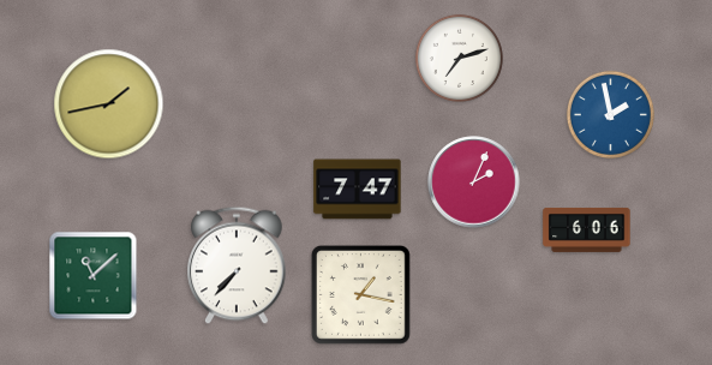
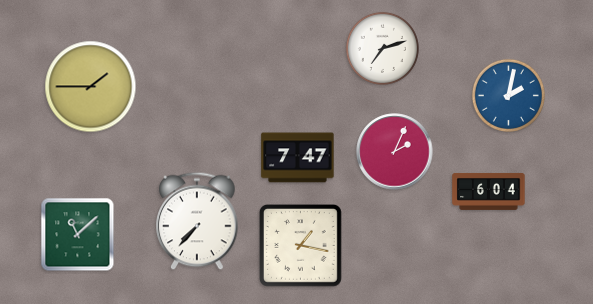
clock at (109, 104): 1:43 -> 1:45
clock at (610, 114): 1:58 -> 2:02
clock at (587, 229): 6:06 -> 6:04
clock at (94, 276) position: (94, 276) -> (78, 235)
